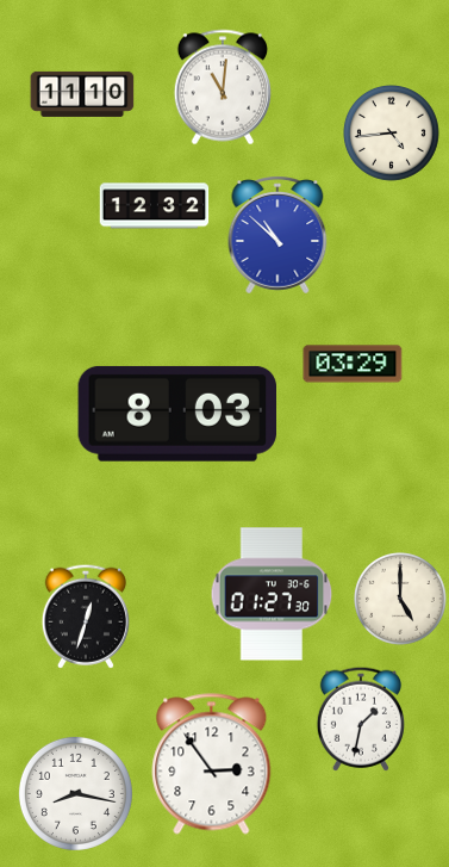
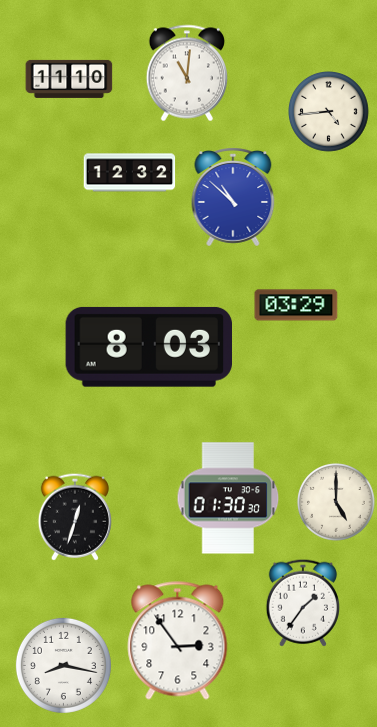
clock at (272, 594): 01:27 -> 01:30
clock at (86, 617) position: (86, 617) -> (75, 517)
clock at (361, 719): 1:32 -> 1:36
